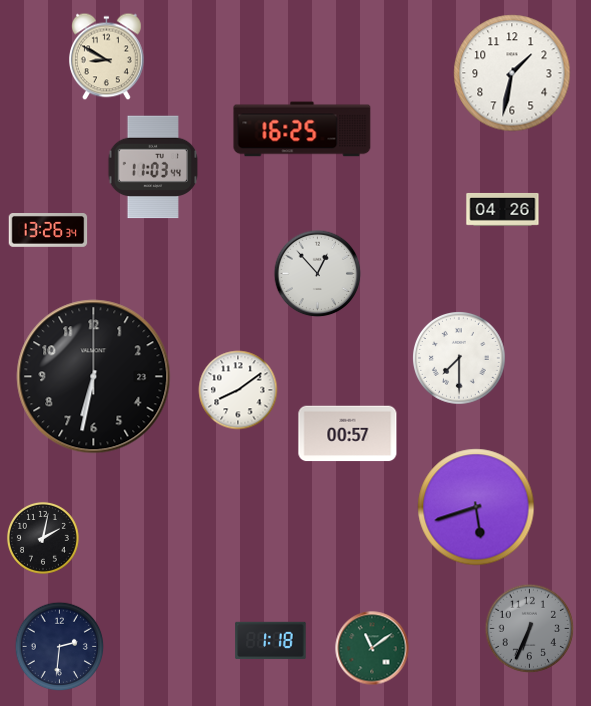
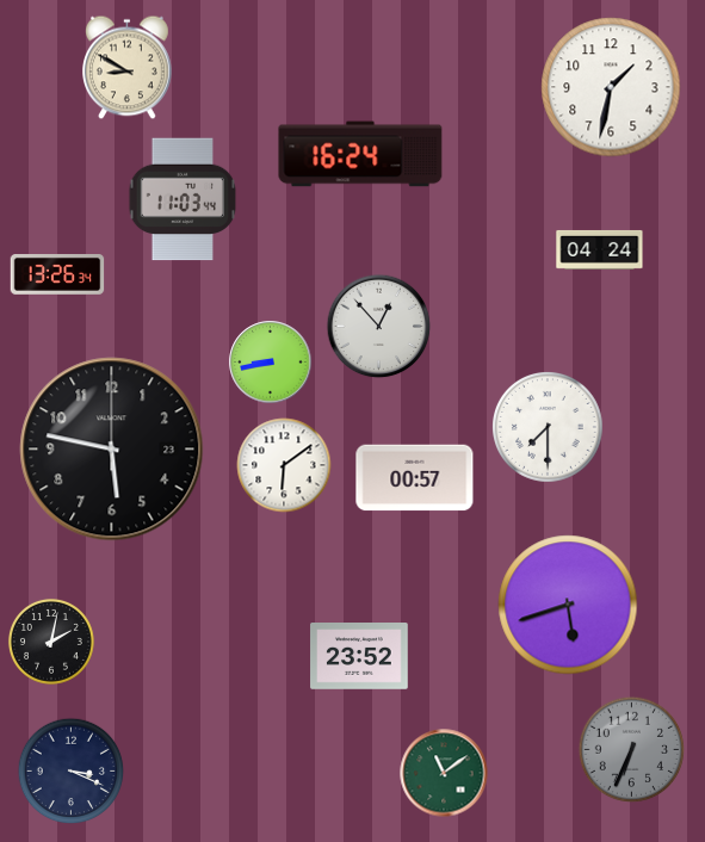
clock at (302, 129): 16:25 -> 16:24
clock at (503, 209): 04:26 -> 04:24
clock at (271, 363): none -> 8:43
clock at (94, 377): 6:32 -> 5:47
clock at (238, 390): 8:09 -> 6:09
clock at (348, 434) position: (348, 434) -> (415, 478)
clock at (359, 656): none -> 23:52
clock at (271, 641): 1:18 -> none
clock at (60, 647): 2:31 -> 3:19
